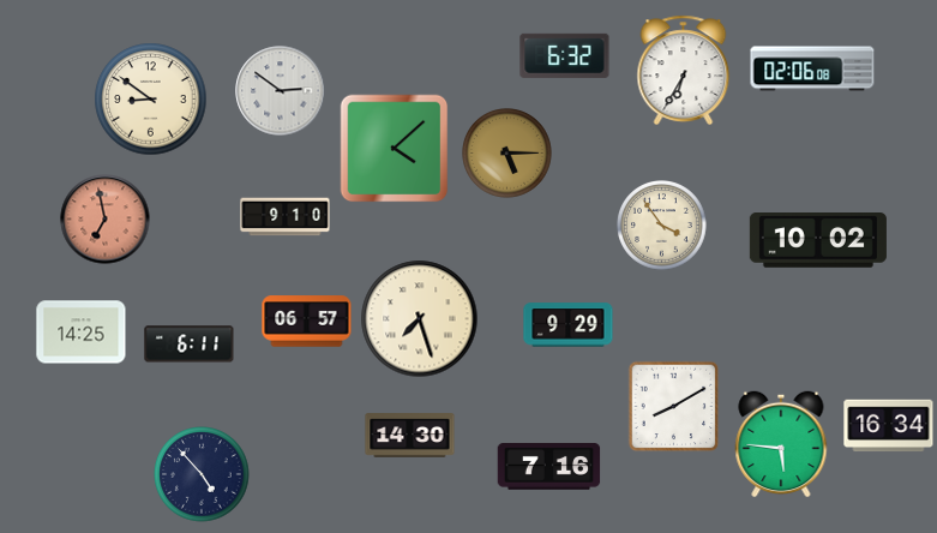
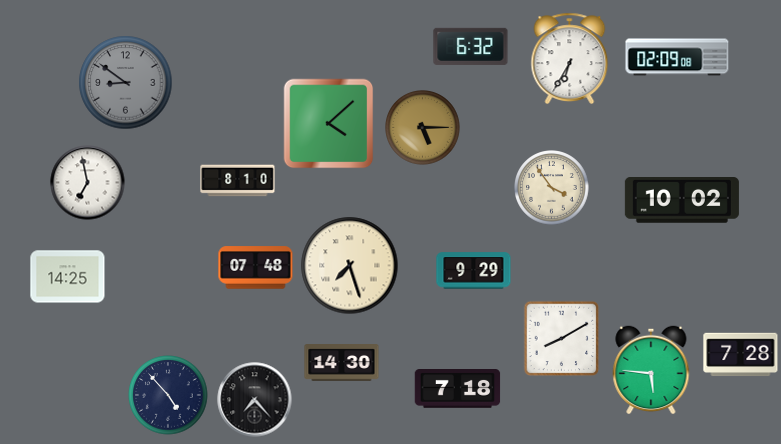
clock at (812, 68): 02:06 -> 02:09
clock at (281, 91): 2:51 -> none
clock at (151, 100) dial: cream -> grey
clock at (286, 217): 9:10 -> 8:10
clock at (106, 220) dial: salmon -> white
clock at (307, 322): 06:57 -> 07:48
clock at (190, 345): 6:11 -> none
clock at (889, 426): 16:34 -> 7:28
clock at (549, 467): 7:16 -> 7:18
clock at (255, 400): none -> 7:23
